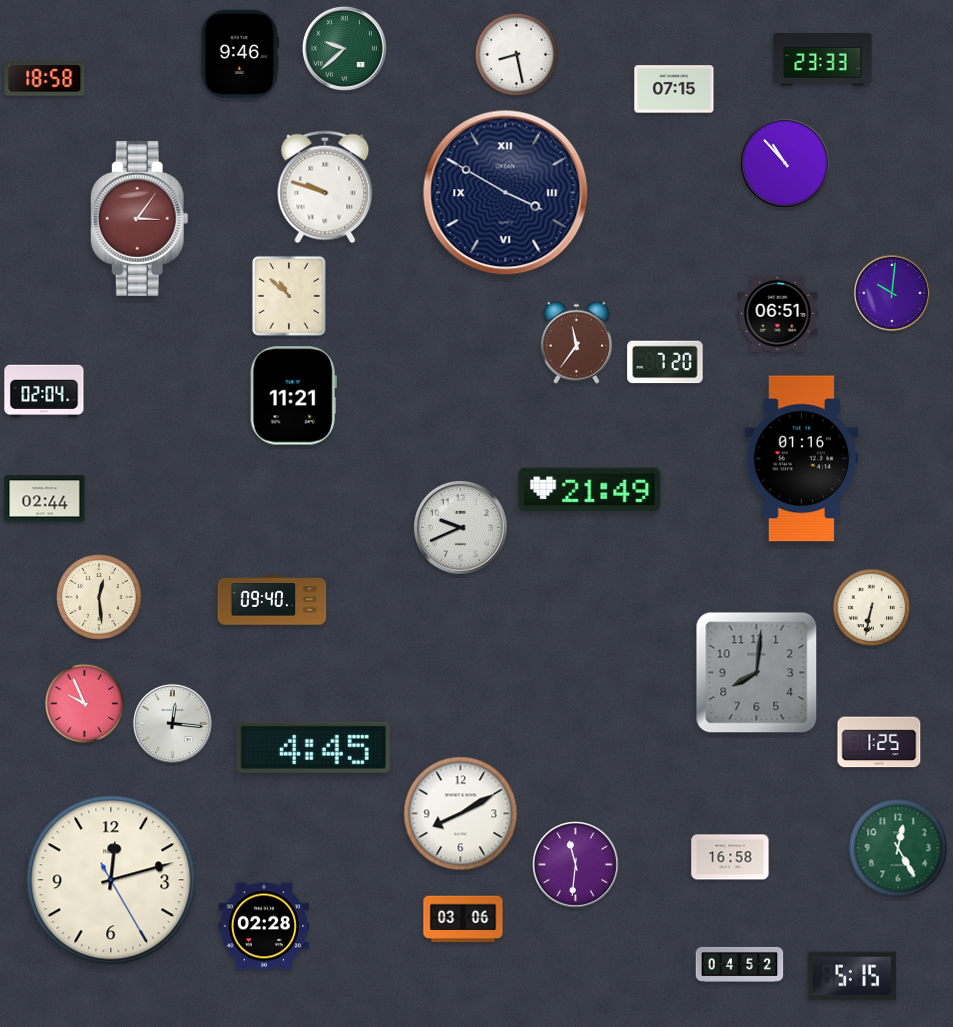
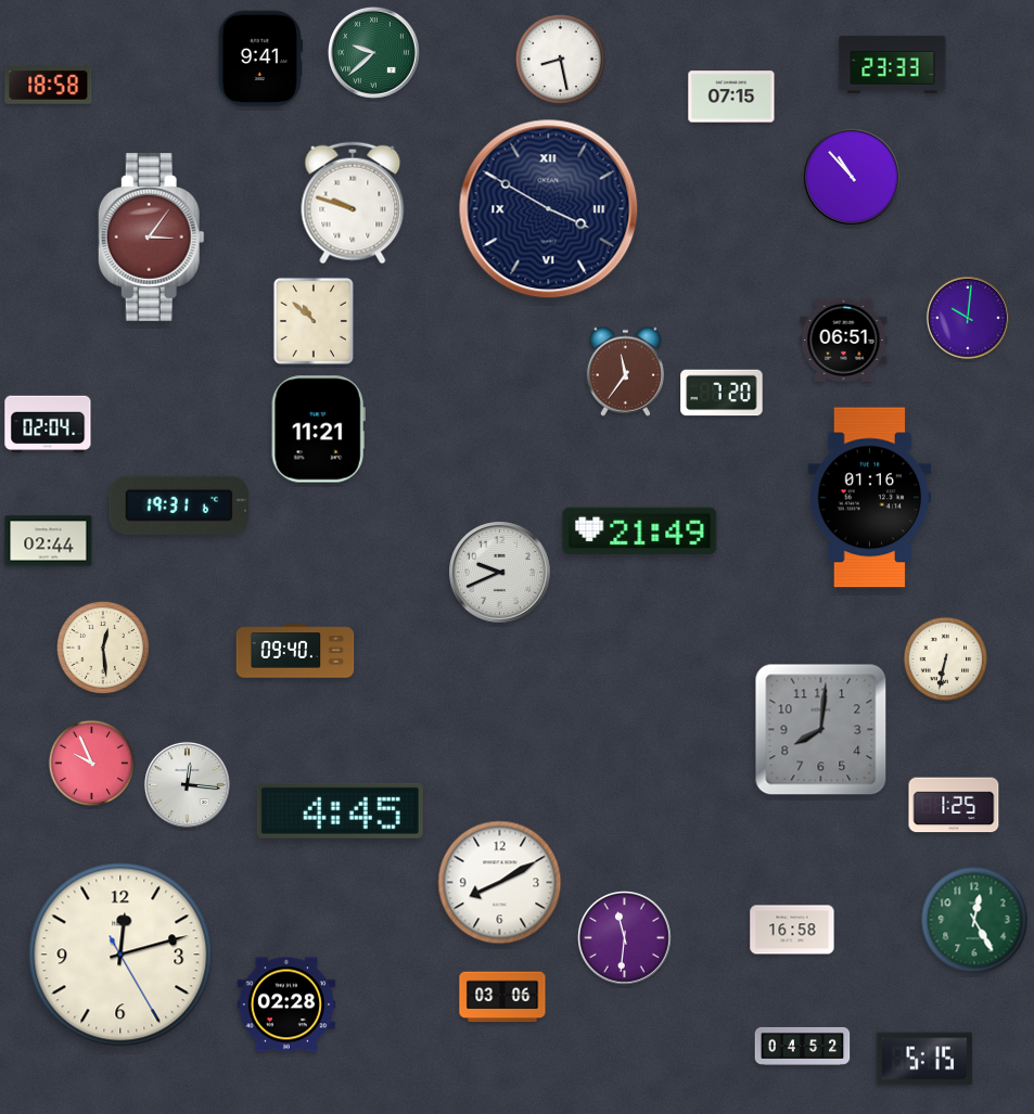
clock at (240, 54): 9:46 -> 9:41
clock at (178, 505): none -> 19:31
clock at (99, 597) position: (99, 597) -> (103, 648)
